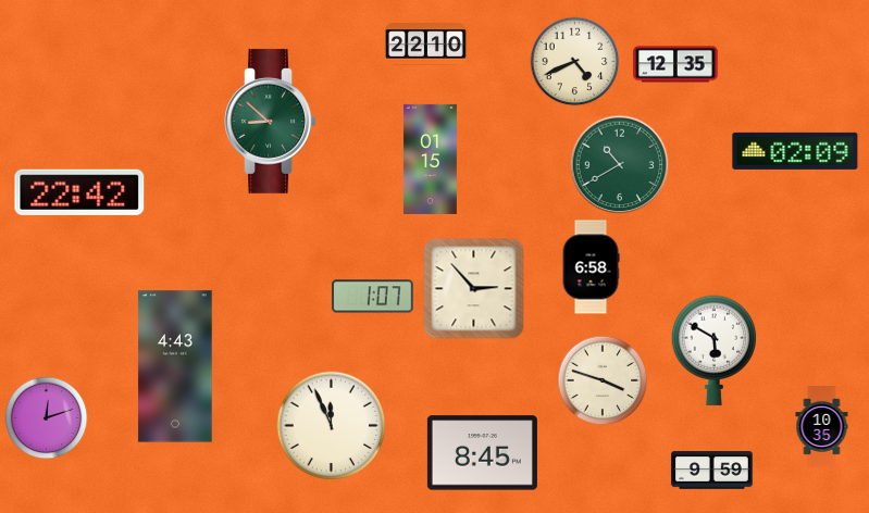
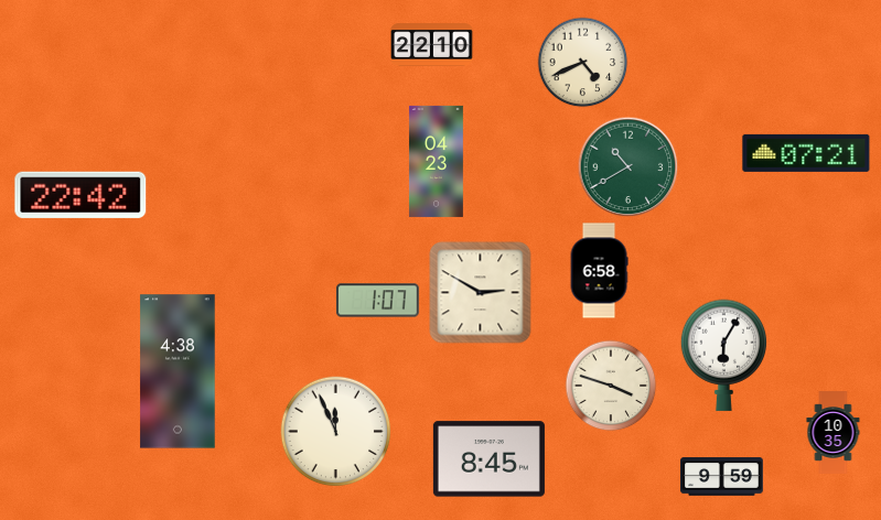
clock at (675, 64): 12:35 -> none
clock at (270, 121): 8:52 -> none
clock at (795, 151): 02:09 -> 07:21
clock at (430, 159): 01:15 -> 04:23
clock at (474, 289): 2:53 -> 2:50
clock at (715, 350): 5:50 -> 6:05
clock at (175, 366): 4:43 -> 4:38
clock at (47, 418): 12:12 -> none
